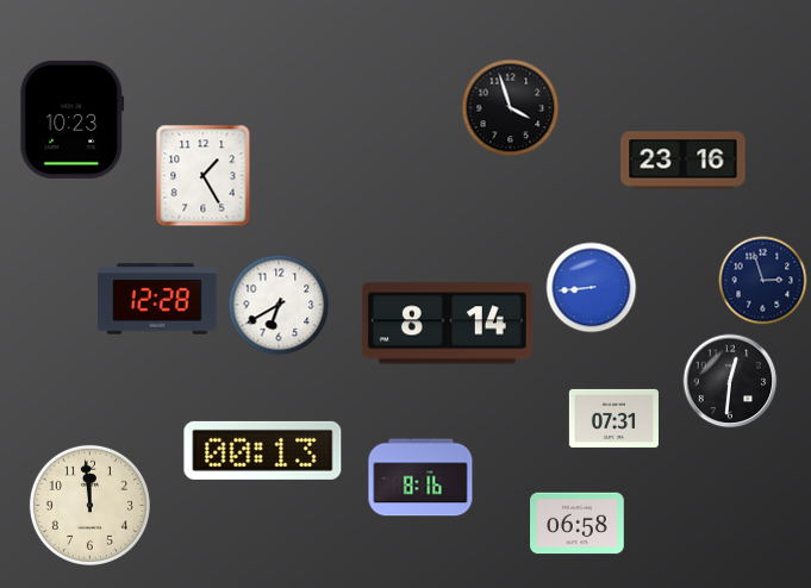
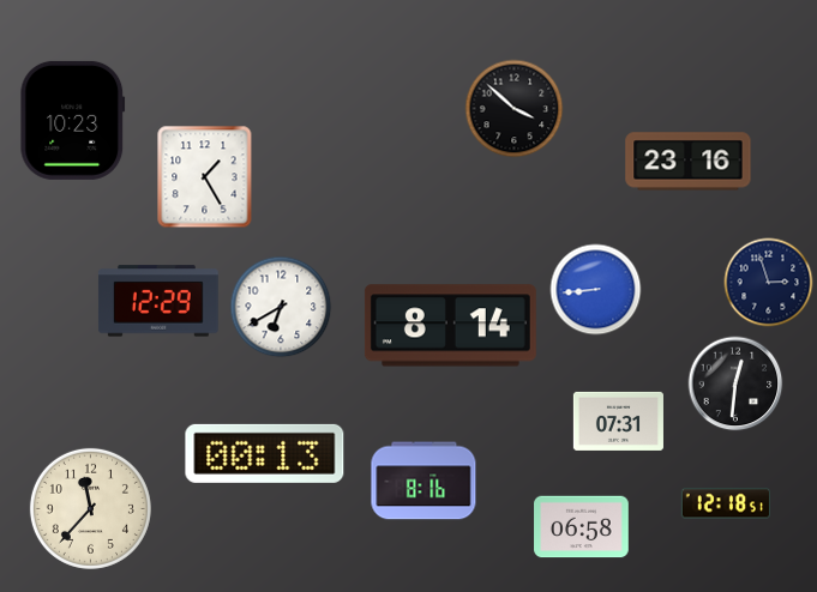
clock at (511, 108): 3:57 -> 3:52
clock at (157, 299): 12:28 -> 12:29
clock at (725, 503): none -> 12:18
clock at (89, 505): 11:59 -> 11:37
